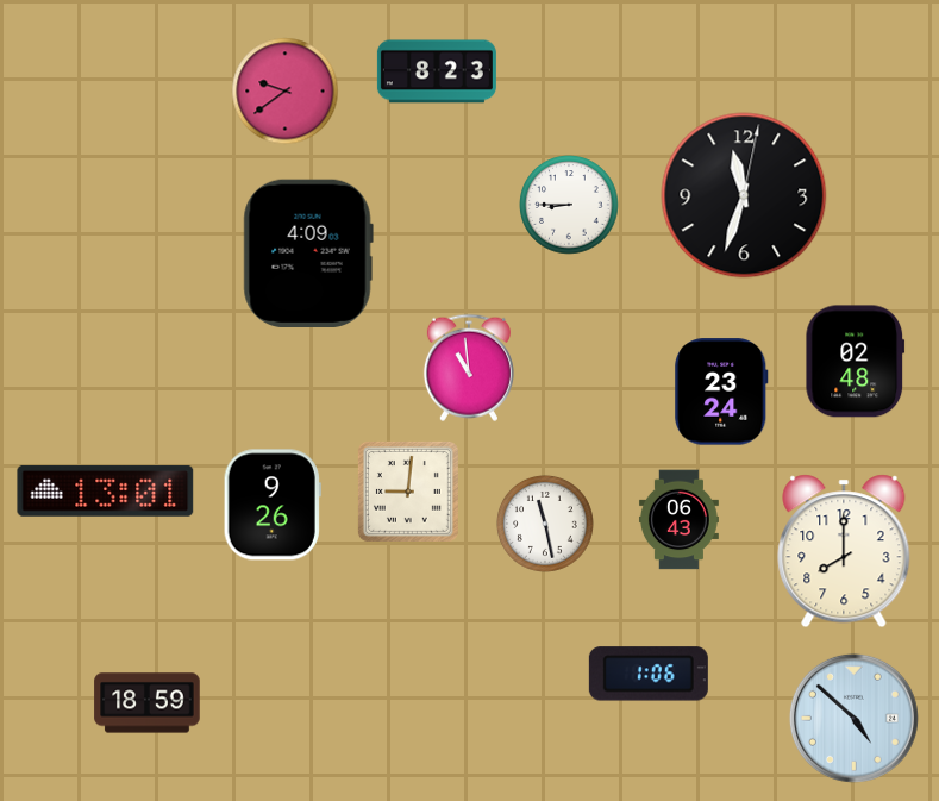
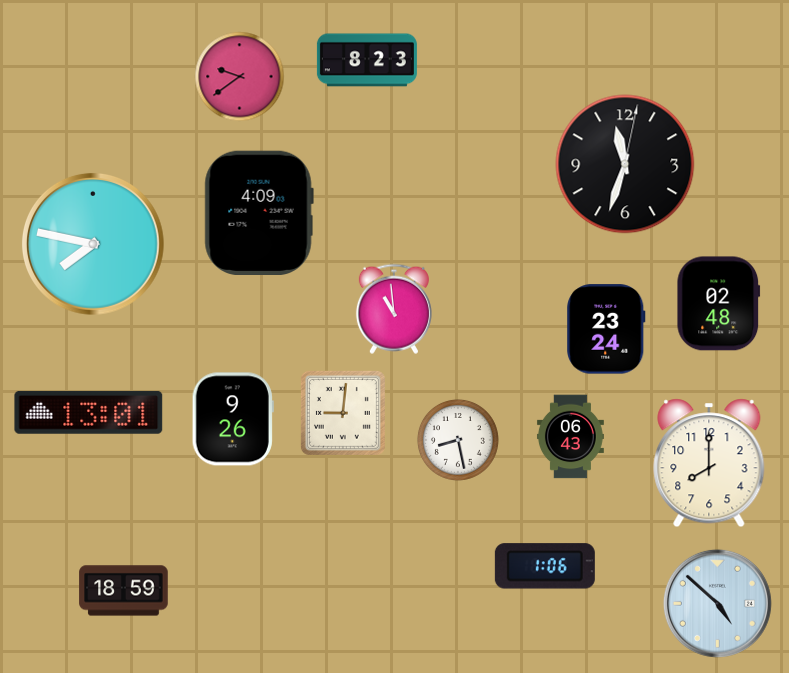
clock at (569, 205): 8:45 -> none
clock at (93, 244): none -> 7:47
clock at (273, 505) position: (273, 505) -> (233, 419)
clock at (545, 524): 11:28 -> 8:28
